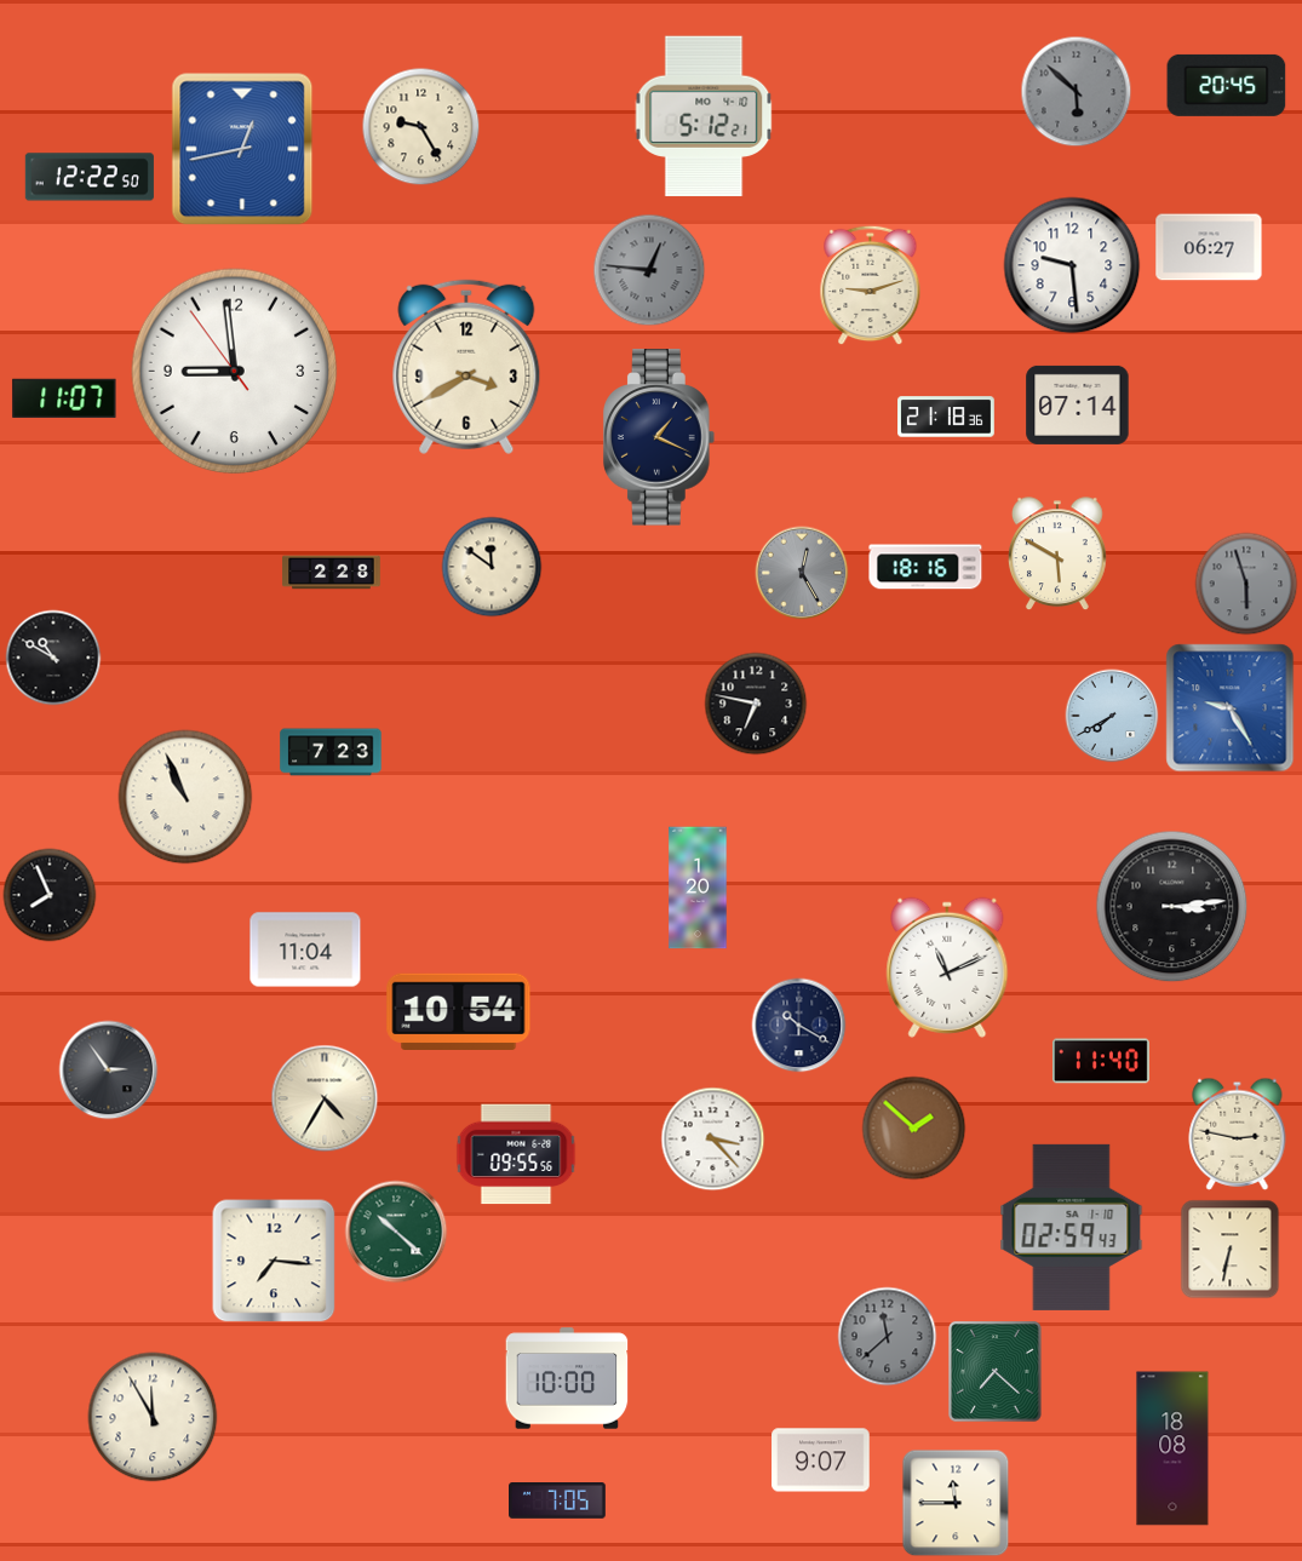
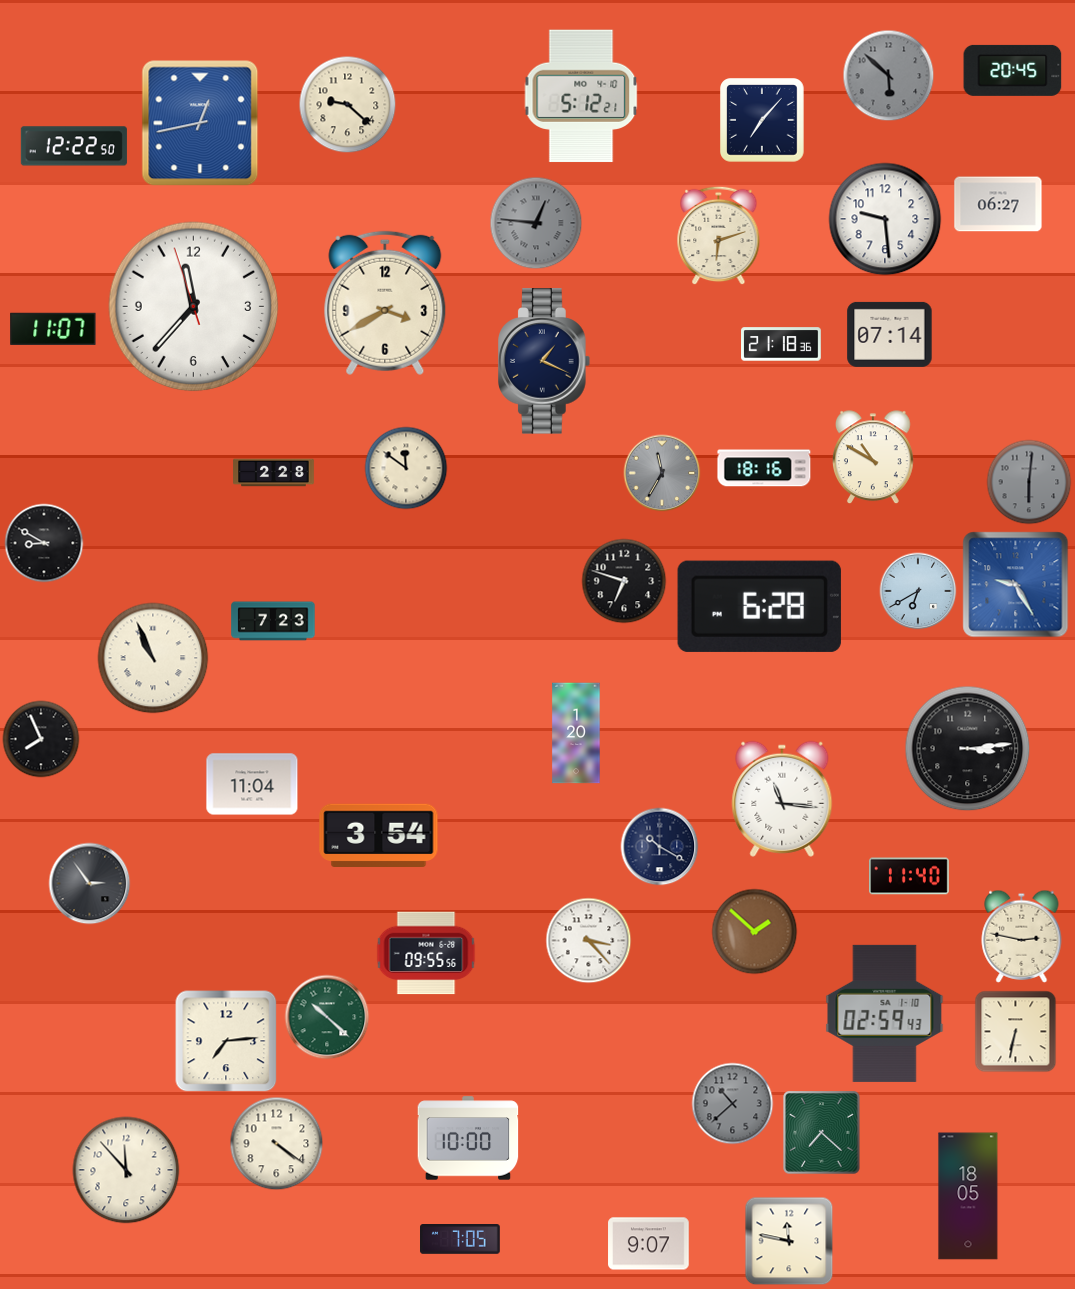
clock at (421, 127): 9:25 -> 9:22
clock at (763, 121): none -> 7:07
clock at (871, 286): 9:12 -> 6:12
clock at (235, 372): 8:58 -> 11:36
clock at (1057, 555): 5:50 -> 10:50
clock at (802, 573): 12:25 -> 11:35
clock at (1246, 584): 5:57 -> 6:01
clock at (53, 658): 10:50 -> 8:50
clock at (756, 704): 6:47 -> 6:48
clock at (1112, 716): 7:40 -> 6:40
clock at (759, 606): none -> 6:28
clock at (947, 968): 11:11 -> 11:16
clock at (459, 1011): 10:54 -> 3:54
clock at (325, 1098): 4:35 -> none
clock at (274, 1261): 7:16 -> 7:14
clock at (888, 1337): 11:38 -> 10:38
clock at (277, 1144): none -> 4:21
clock at (153, 1417): 11:55 -> 11:53
clock at (1172, 1448): 18:08 -> 18:05
clock at (821, 1460) position: (821, 1460) -> (649, 1244)
clock at (956, 1503): 11:45 -> 11:47
